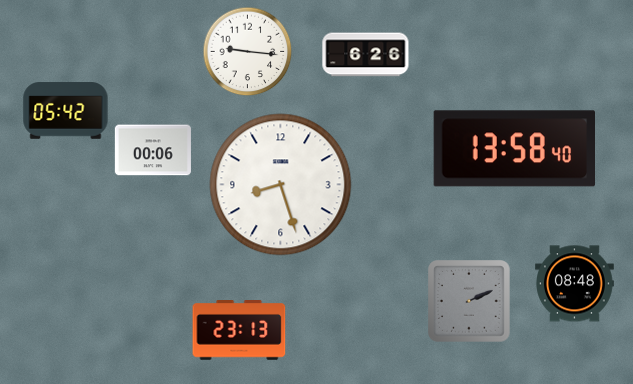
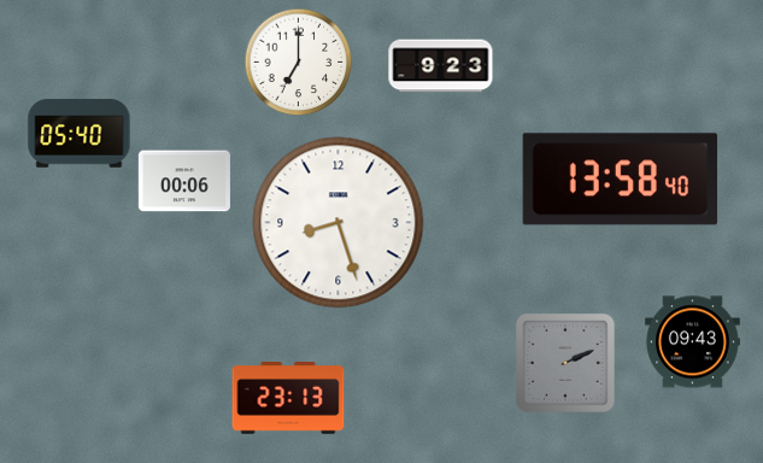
clock at (248, 52): 9:16 -> 7:00
clock at (366, 55): 6:26 -> 9:23
clock at (66, 111): 05:42 -> 05:40
clock at (575, 284): 08:48 -> 09:43
